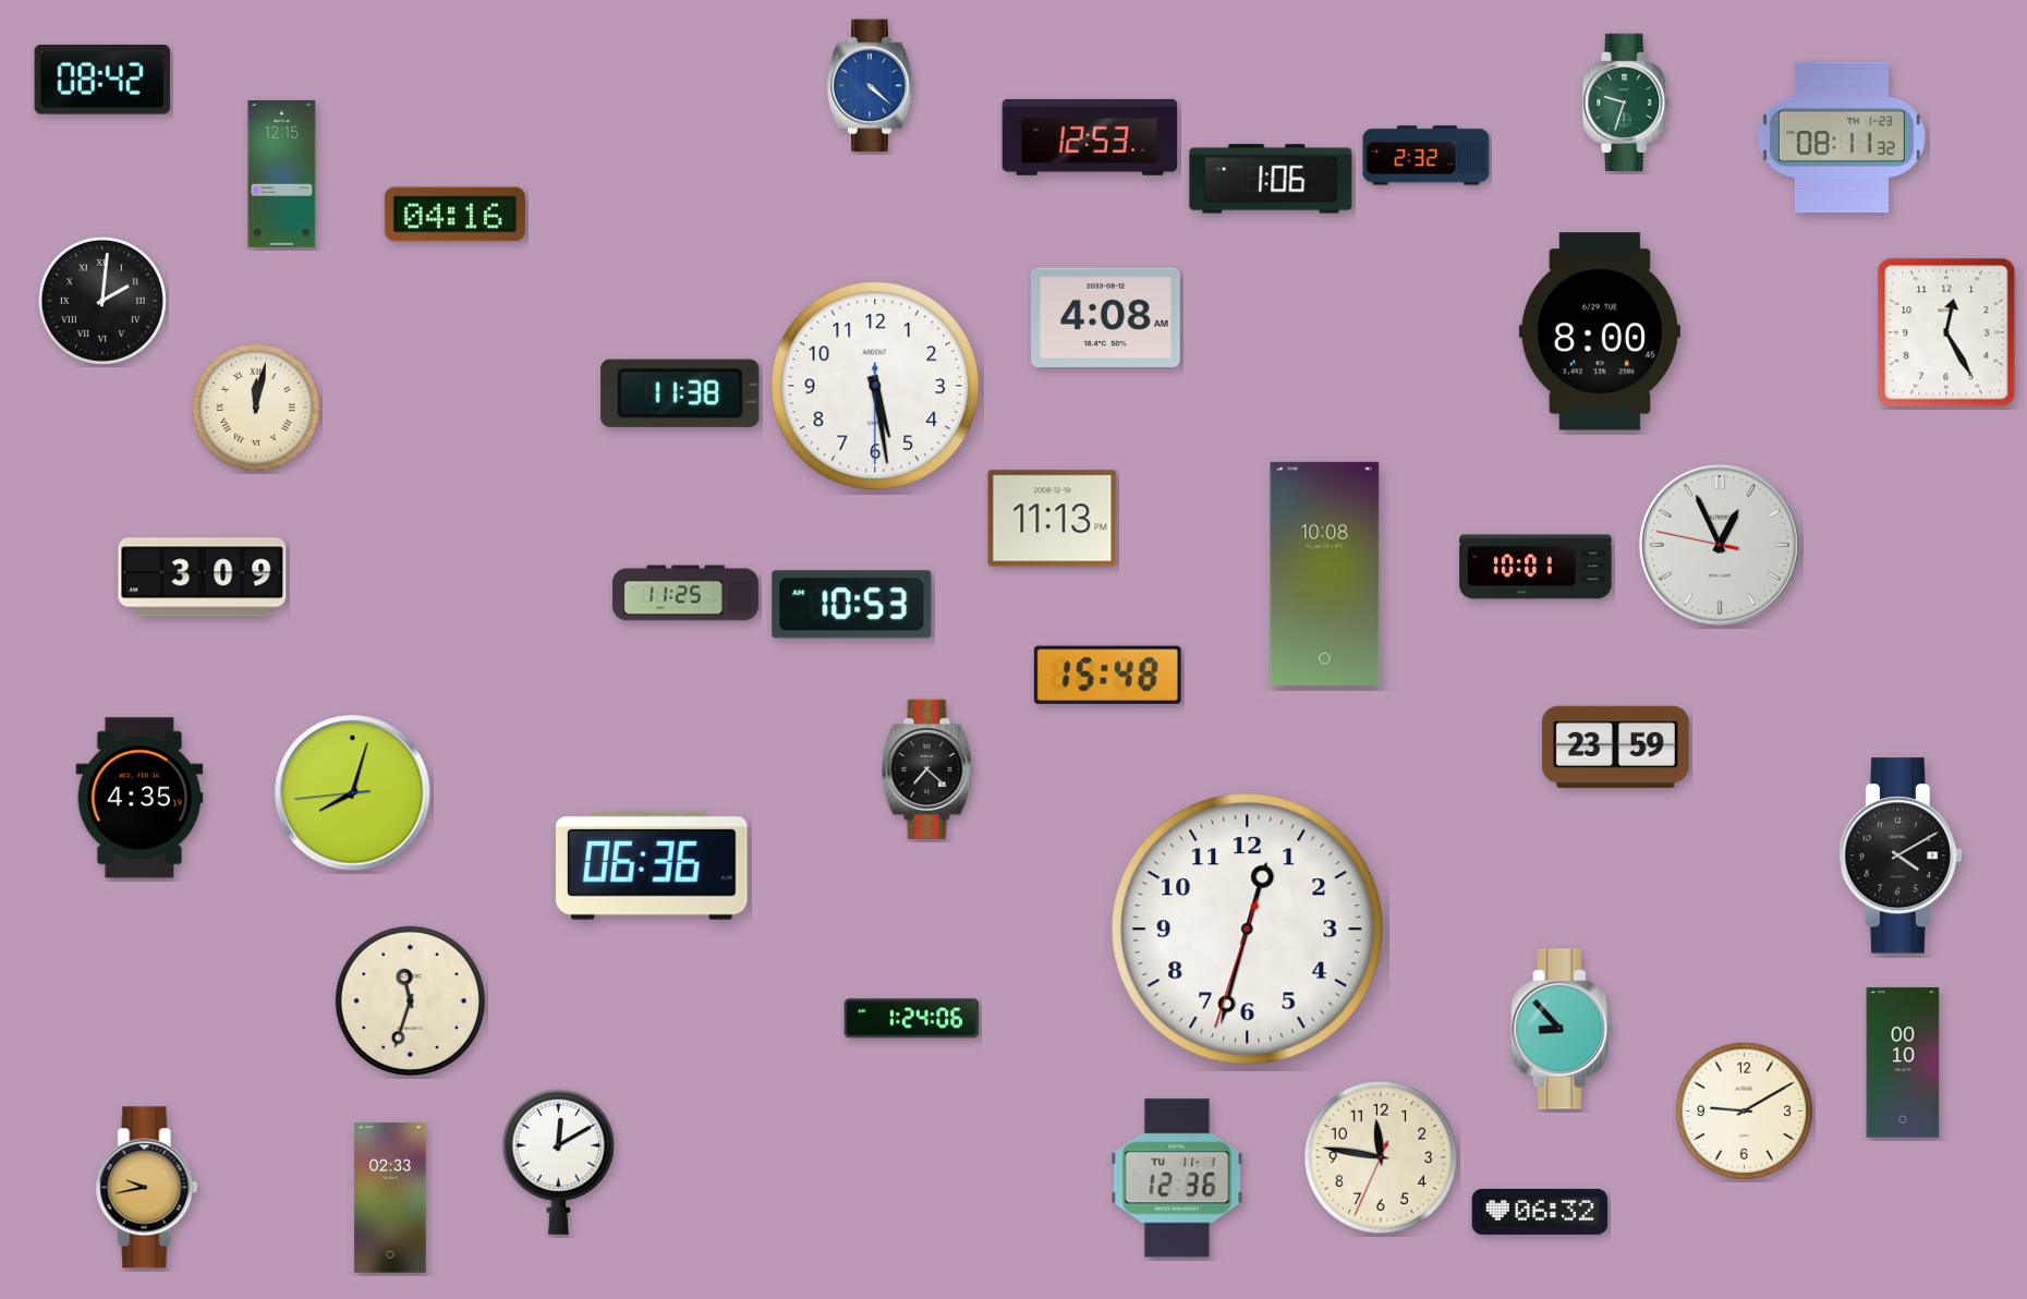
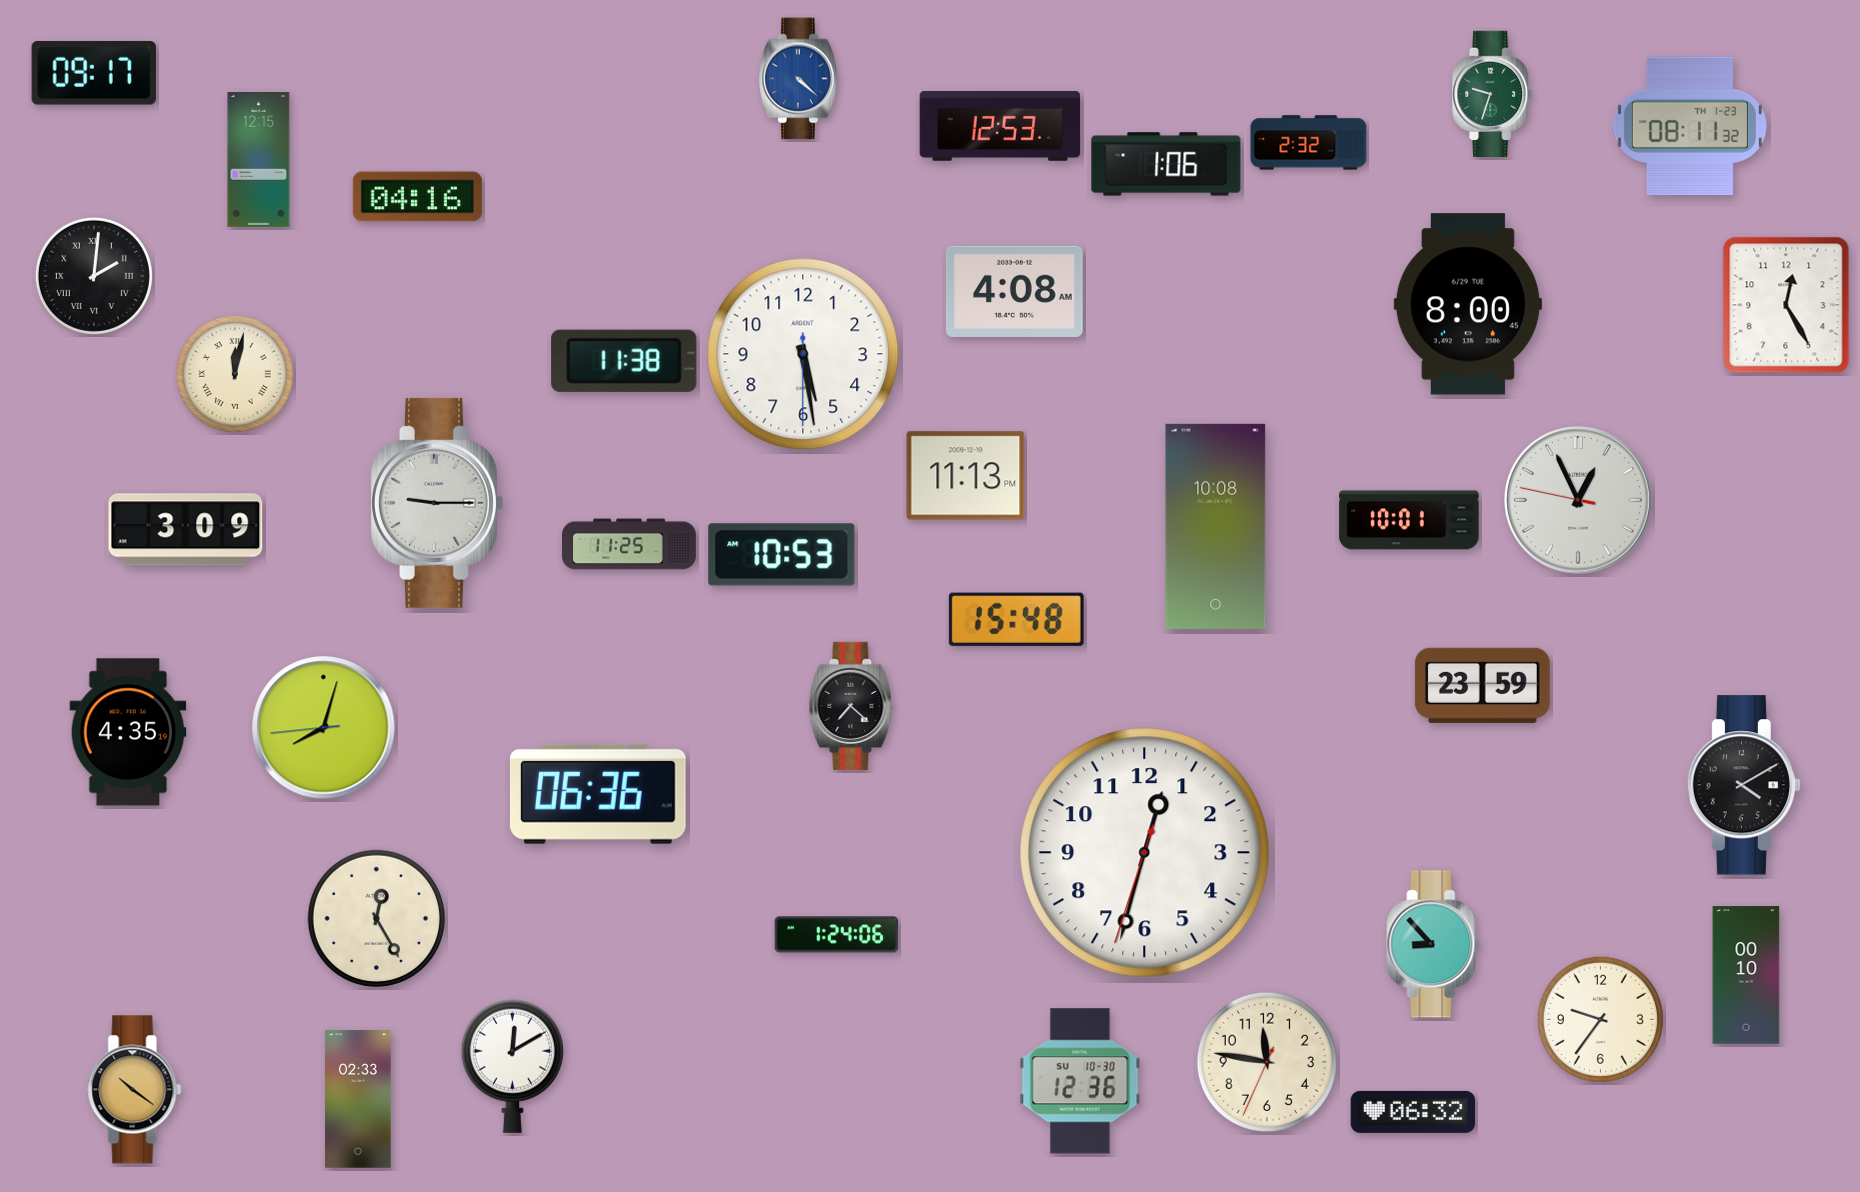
clock at (102, 80): 08:42 -> 09:17
clock at (437, 503): none -> 9:15
clock at (410, 1000): 11:33 -> 12:25
clock at (1744, 1110): 9:10 -> 9:36
clock at (1177, 1178) date: TU 11-1 -> SU 10-30
clock at (147, 1188): 9:43 -> 10:21
